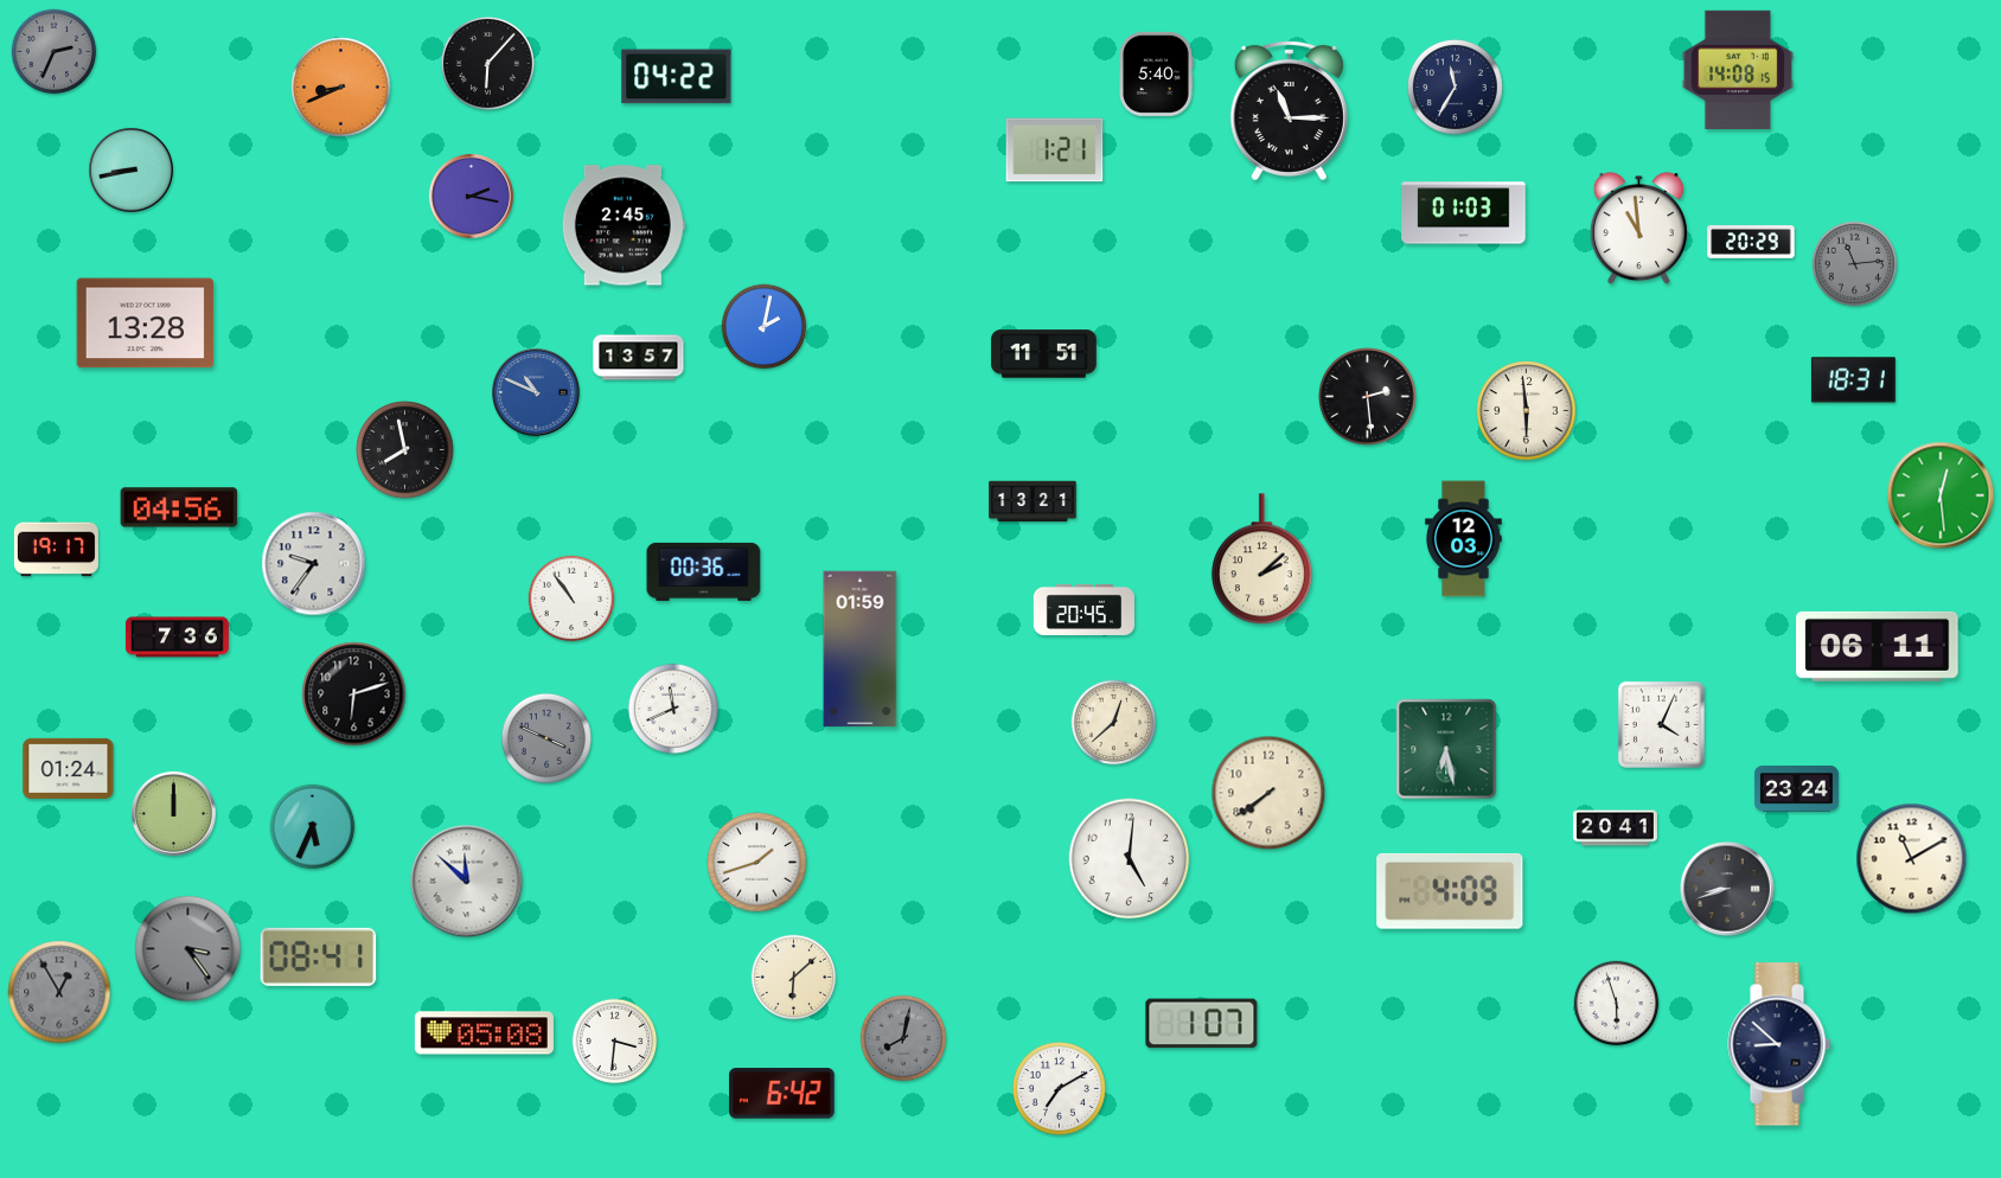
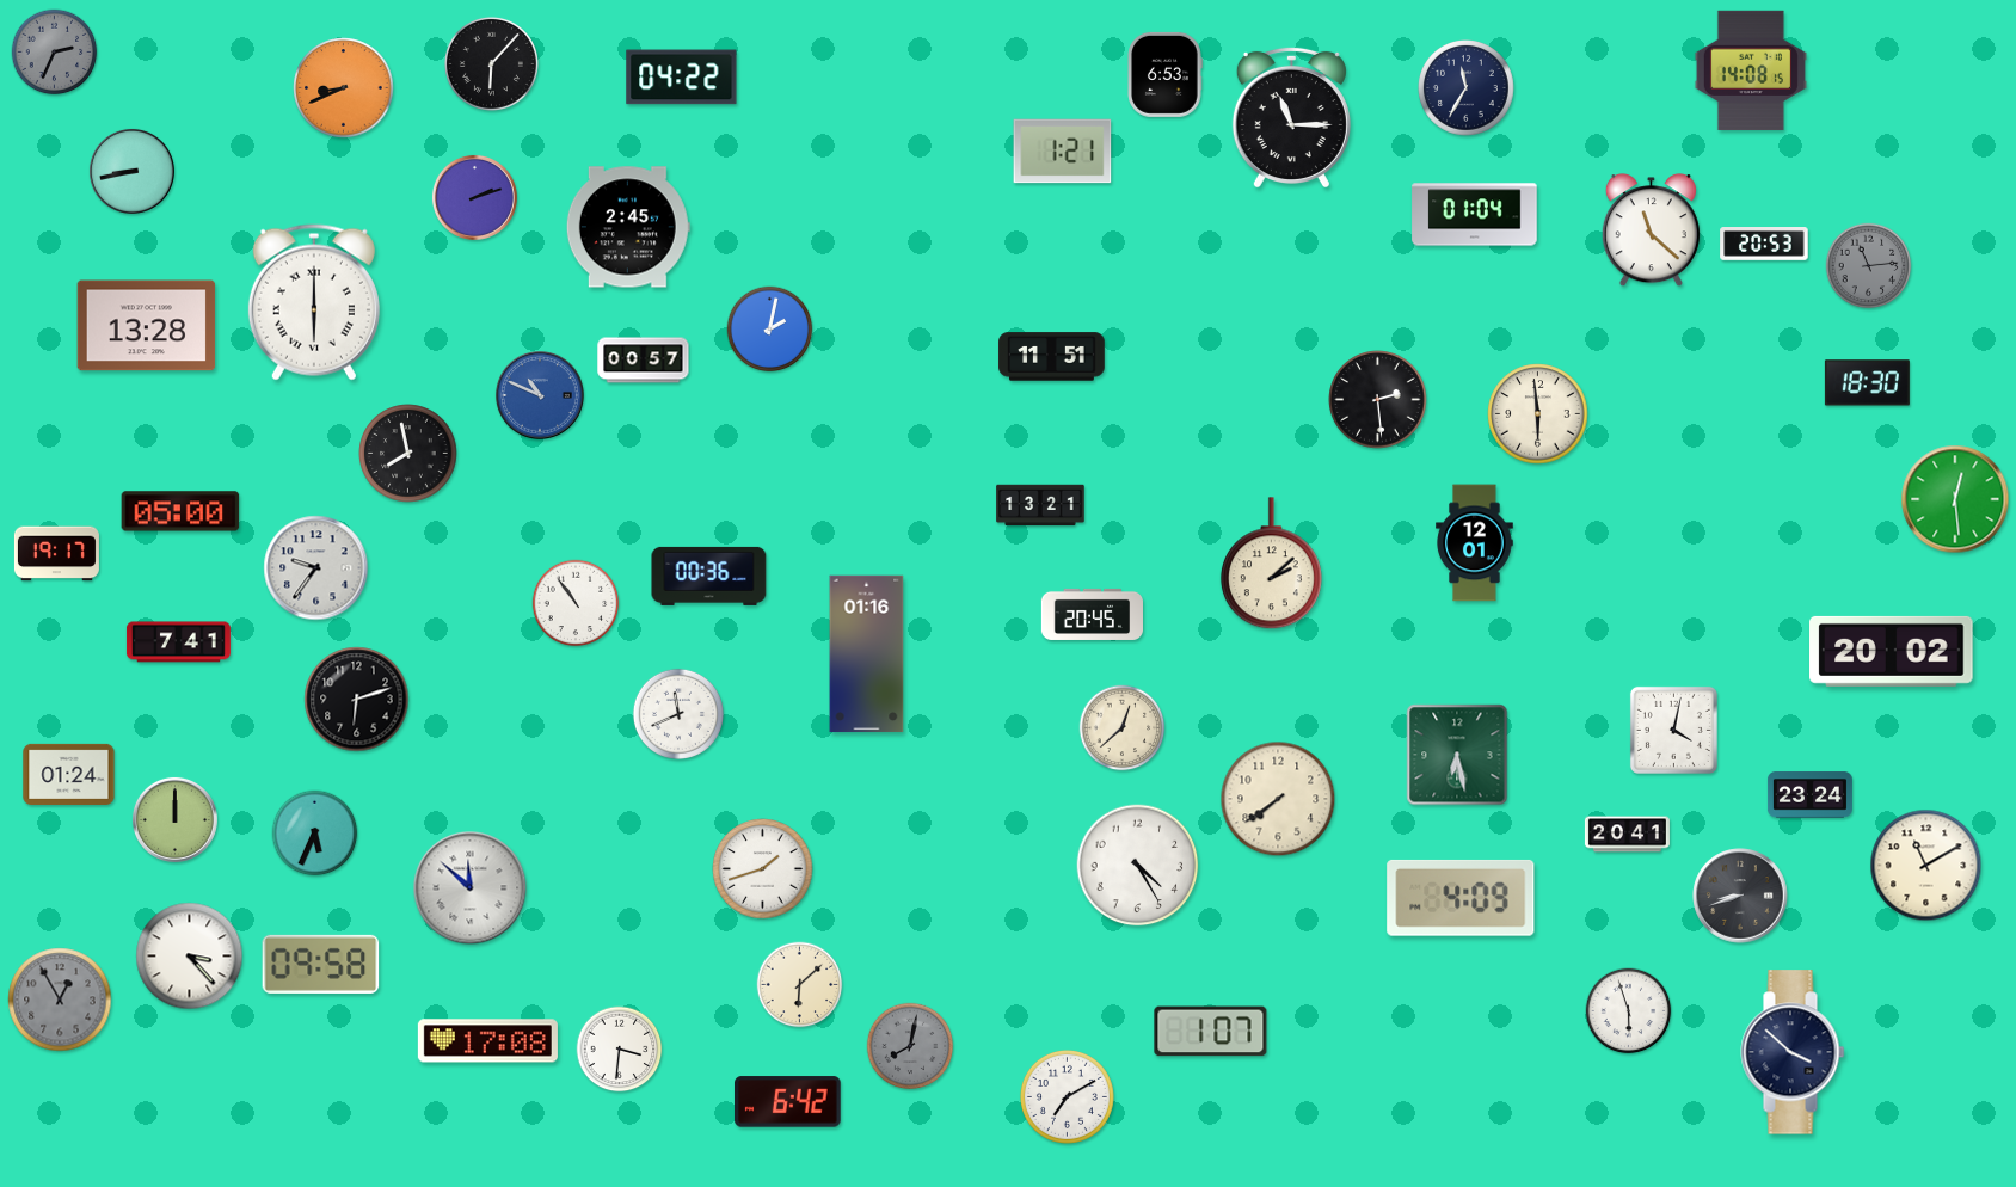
clock at (1156, 73): 5:40 -> 6:53
clock at (1289, 109) position: (1289, 109) -> (1291, 116)
clock at (471, 196): 2:17 -> 2:12
clock at (1464, 213): 01:03 -> 01:04
clock at (1638, 229): 10:59 -> 11:22
clock at (1751, 243): 20:29 -> 20:53
clock at (314, 302): none -> 6:00
clock at (639, 358): 13:57 -> 00:57
clock at (1853, 380): 18:31 -> 18:30
clock at (179, 507): 04:56 -> 05:00
clock at (1464, 539): 12:03 -> 12:01
clock at (177, 638): 7:36 -> 7:41
clock at (1878, 646): 06:11 -> 20:02
clock at (861, 649): 01:59 -> 01:16
clock at (1661, 724): 4:04 -> 4:02
clock at (546, 738): 3:49 -> none
clock at (1130, 859): 5:01 -> 4:25
clock at (188, 949): 3:24 -> 3:23
clock at (188, 949) dial: grey -> white
clock at (319, 956): 08:41 -> 09:58
clock at (484, 1033): 05:08 -> 17:08
clock at (1779, 1044): 8:52 -> 3:52
